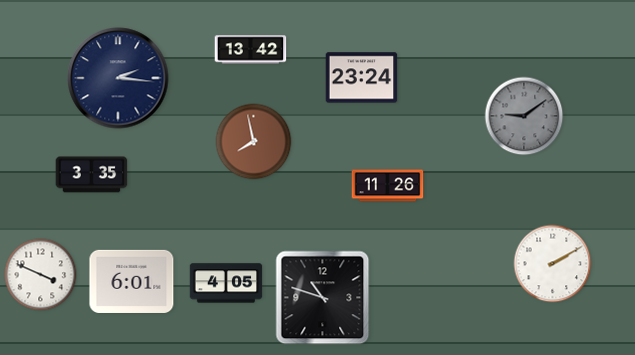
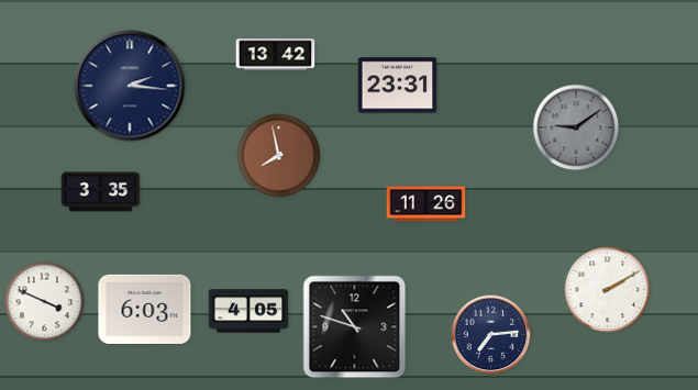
clock at (362, 78): 23:24 -> 23:31
clock at (132, 281): 6:01 -> 6:03
clock at (491, 335): none -> 7:14
